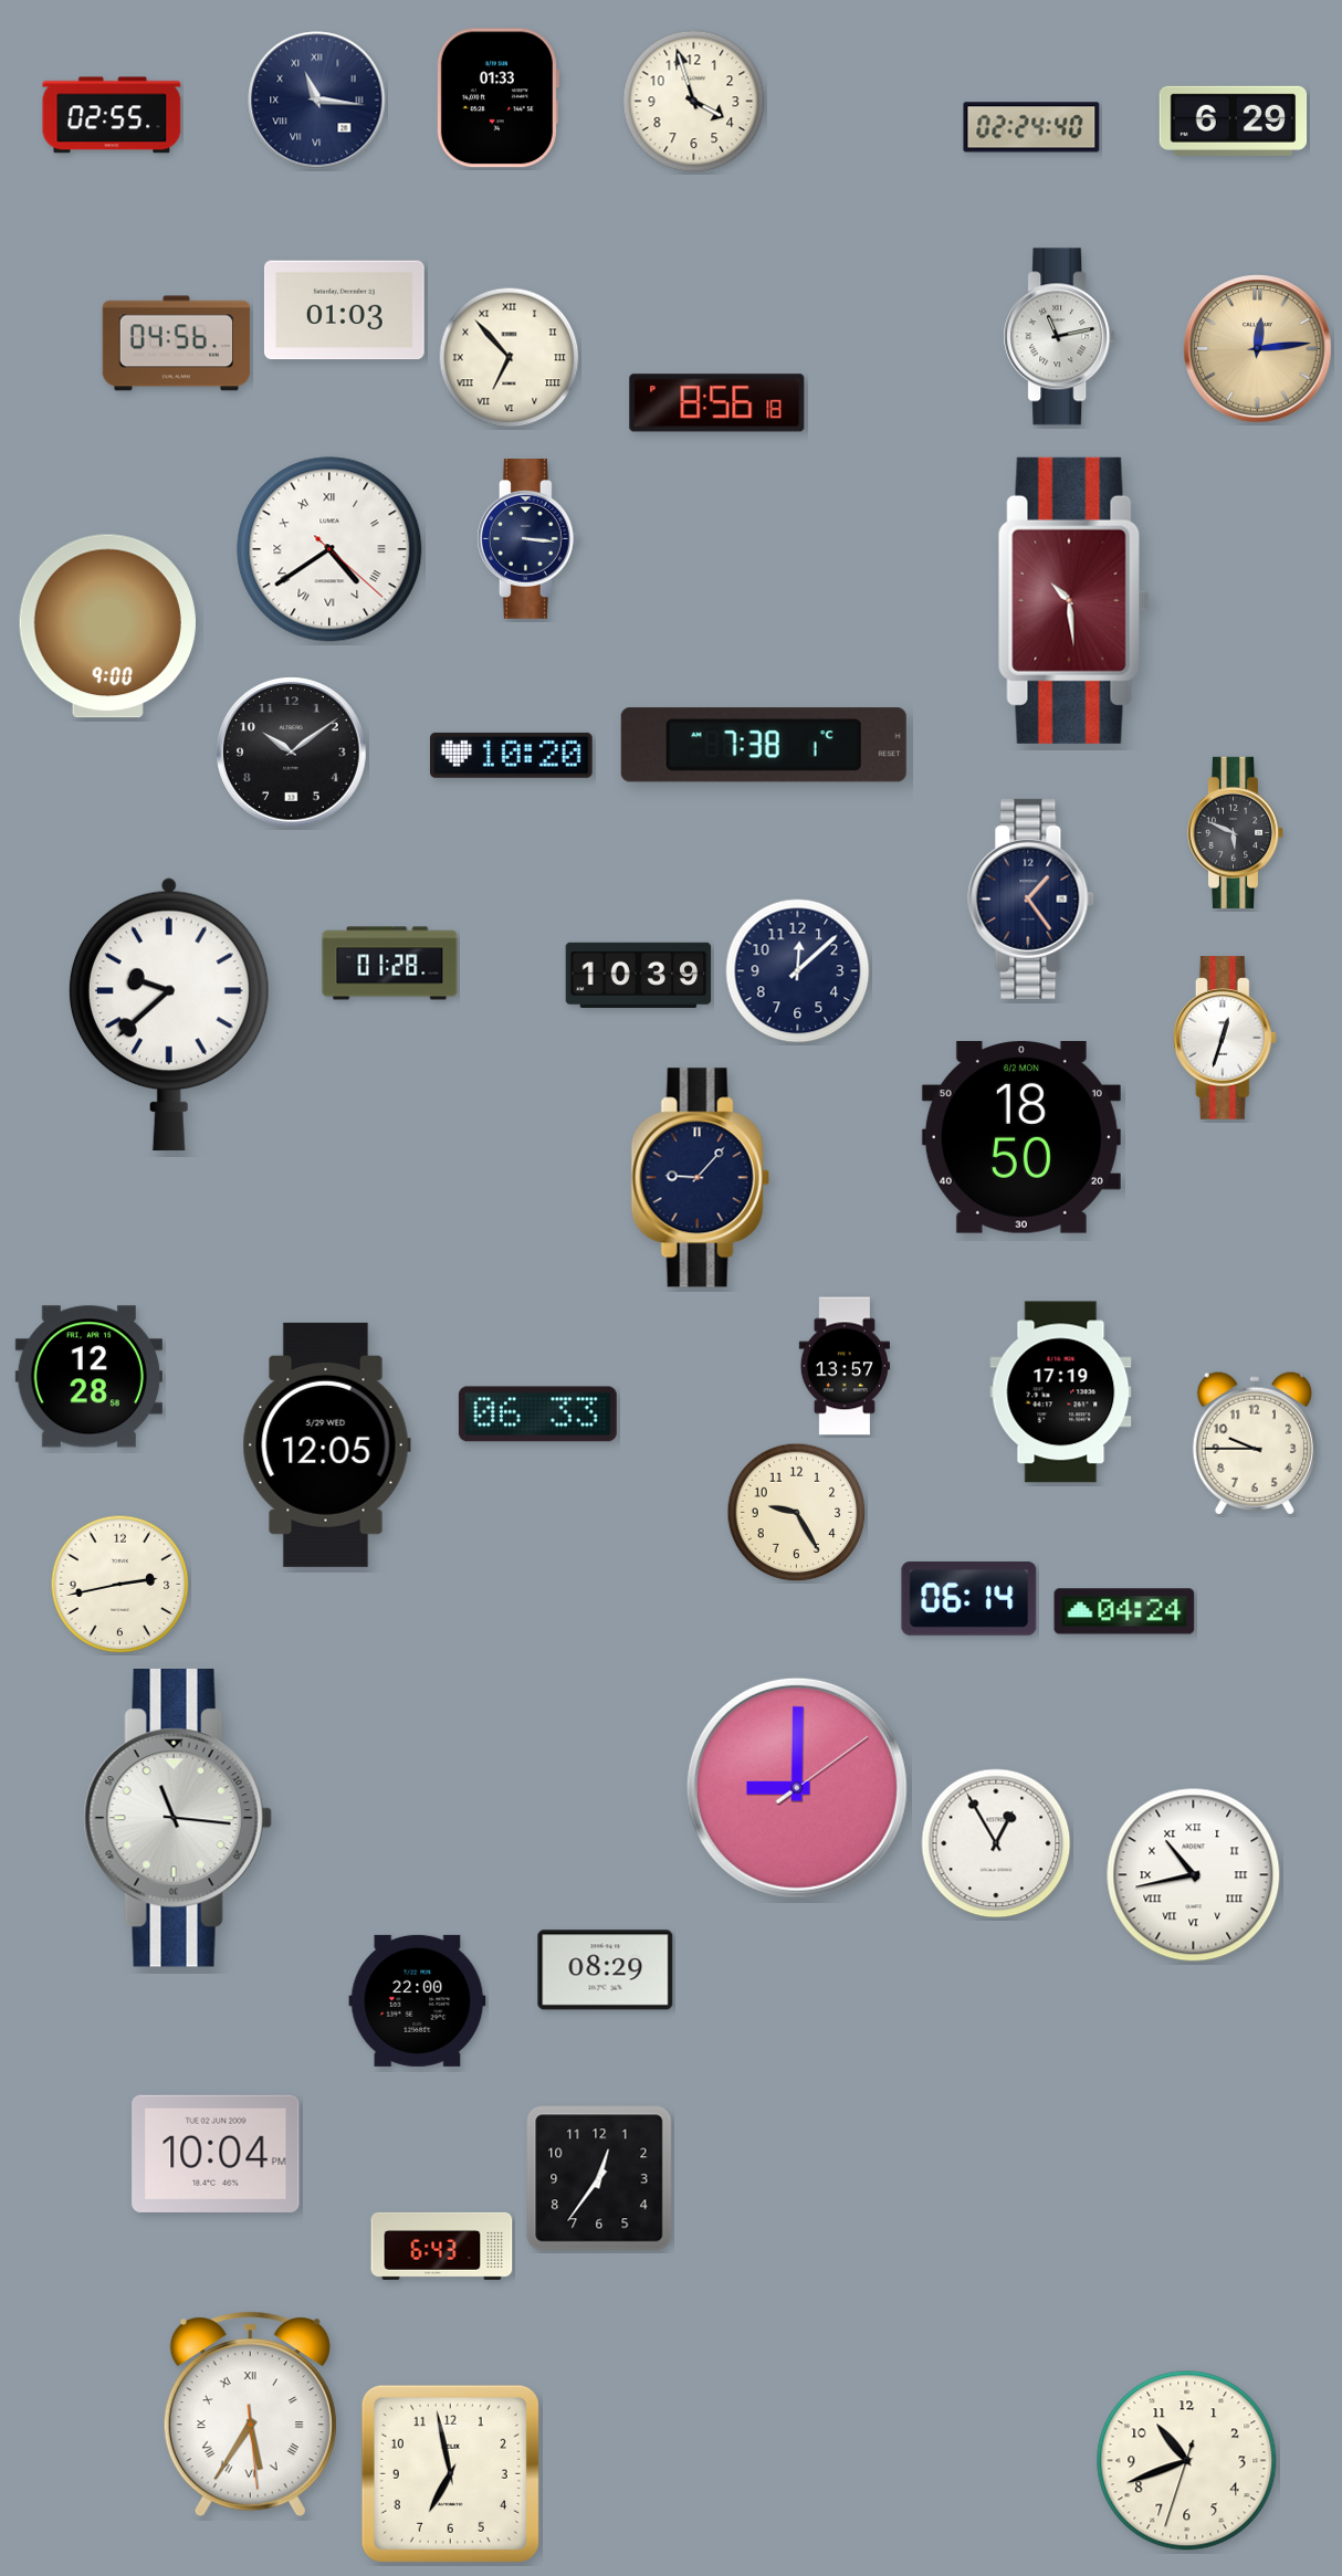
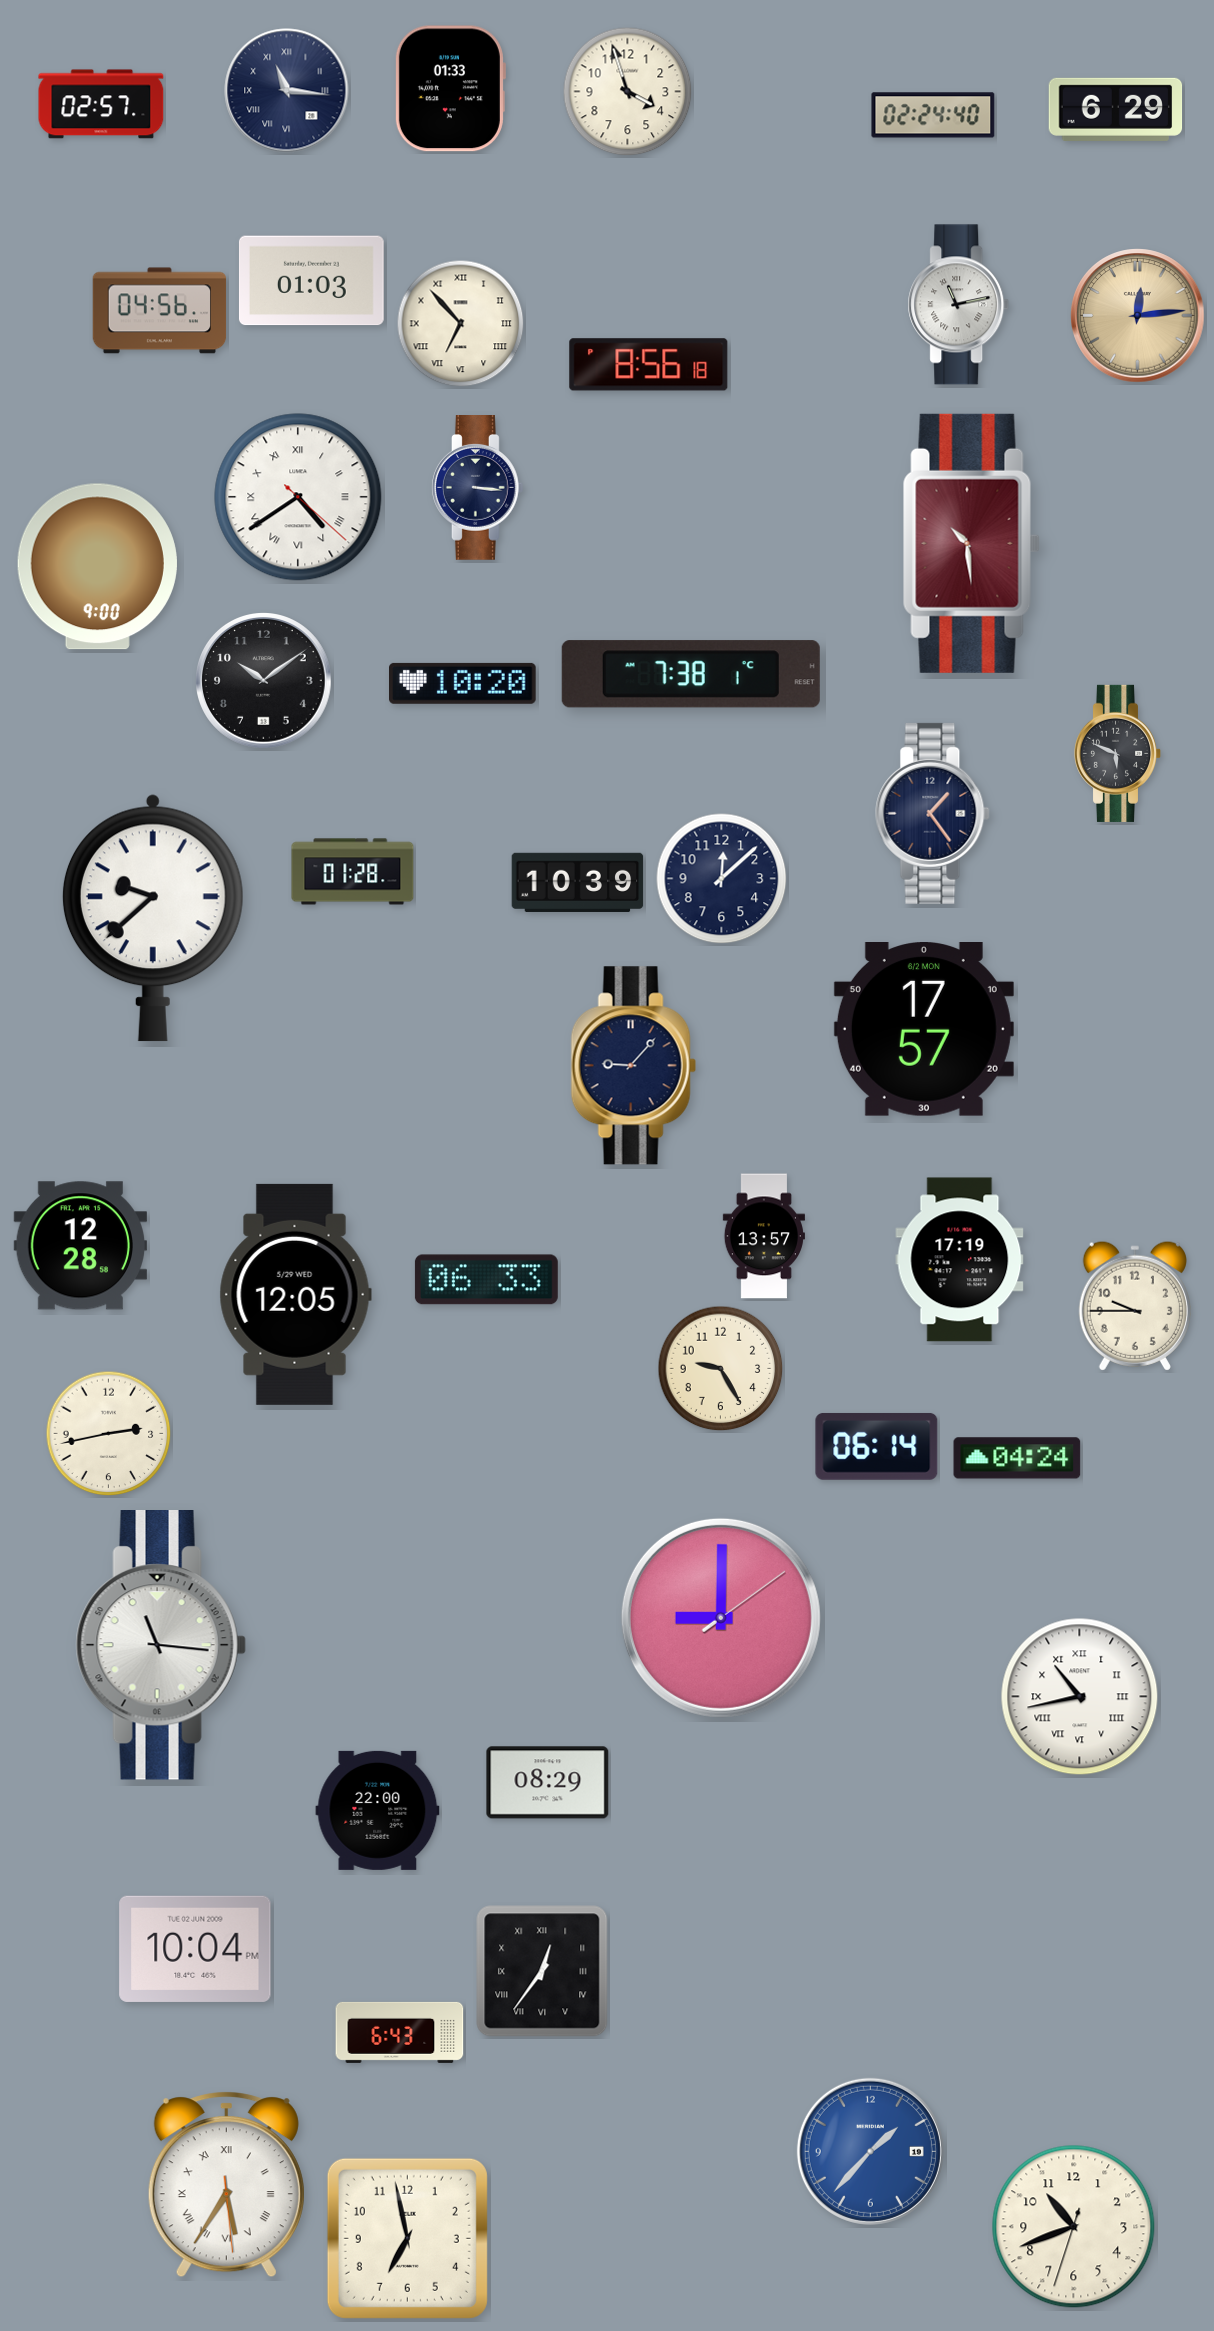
clock at (112, 115): 02:55 -> 02:57
clock at (1225, 1038): 12:33 -> none
clock at (1021, 1137): 18:50 -> 17:57
clock at (326, 1444) position: (326, 1444) -> (295, 1294)
clock at (996, 1843): 12:55 -> none
clock at (599, 2178) numerals: Arabic -> Roman
clock at (870, 2151): none -> 1:37
